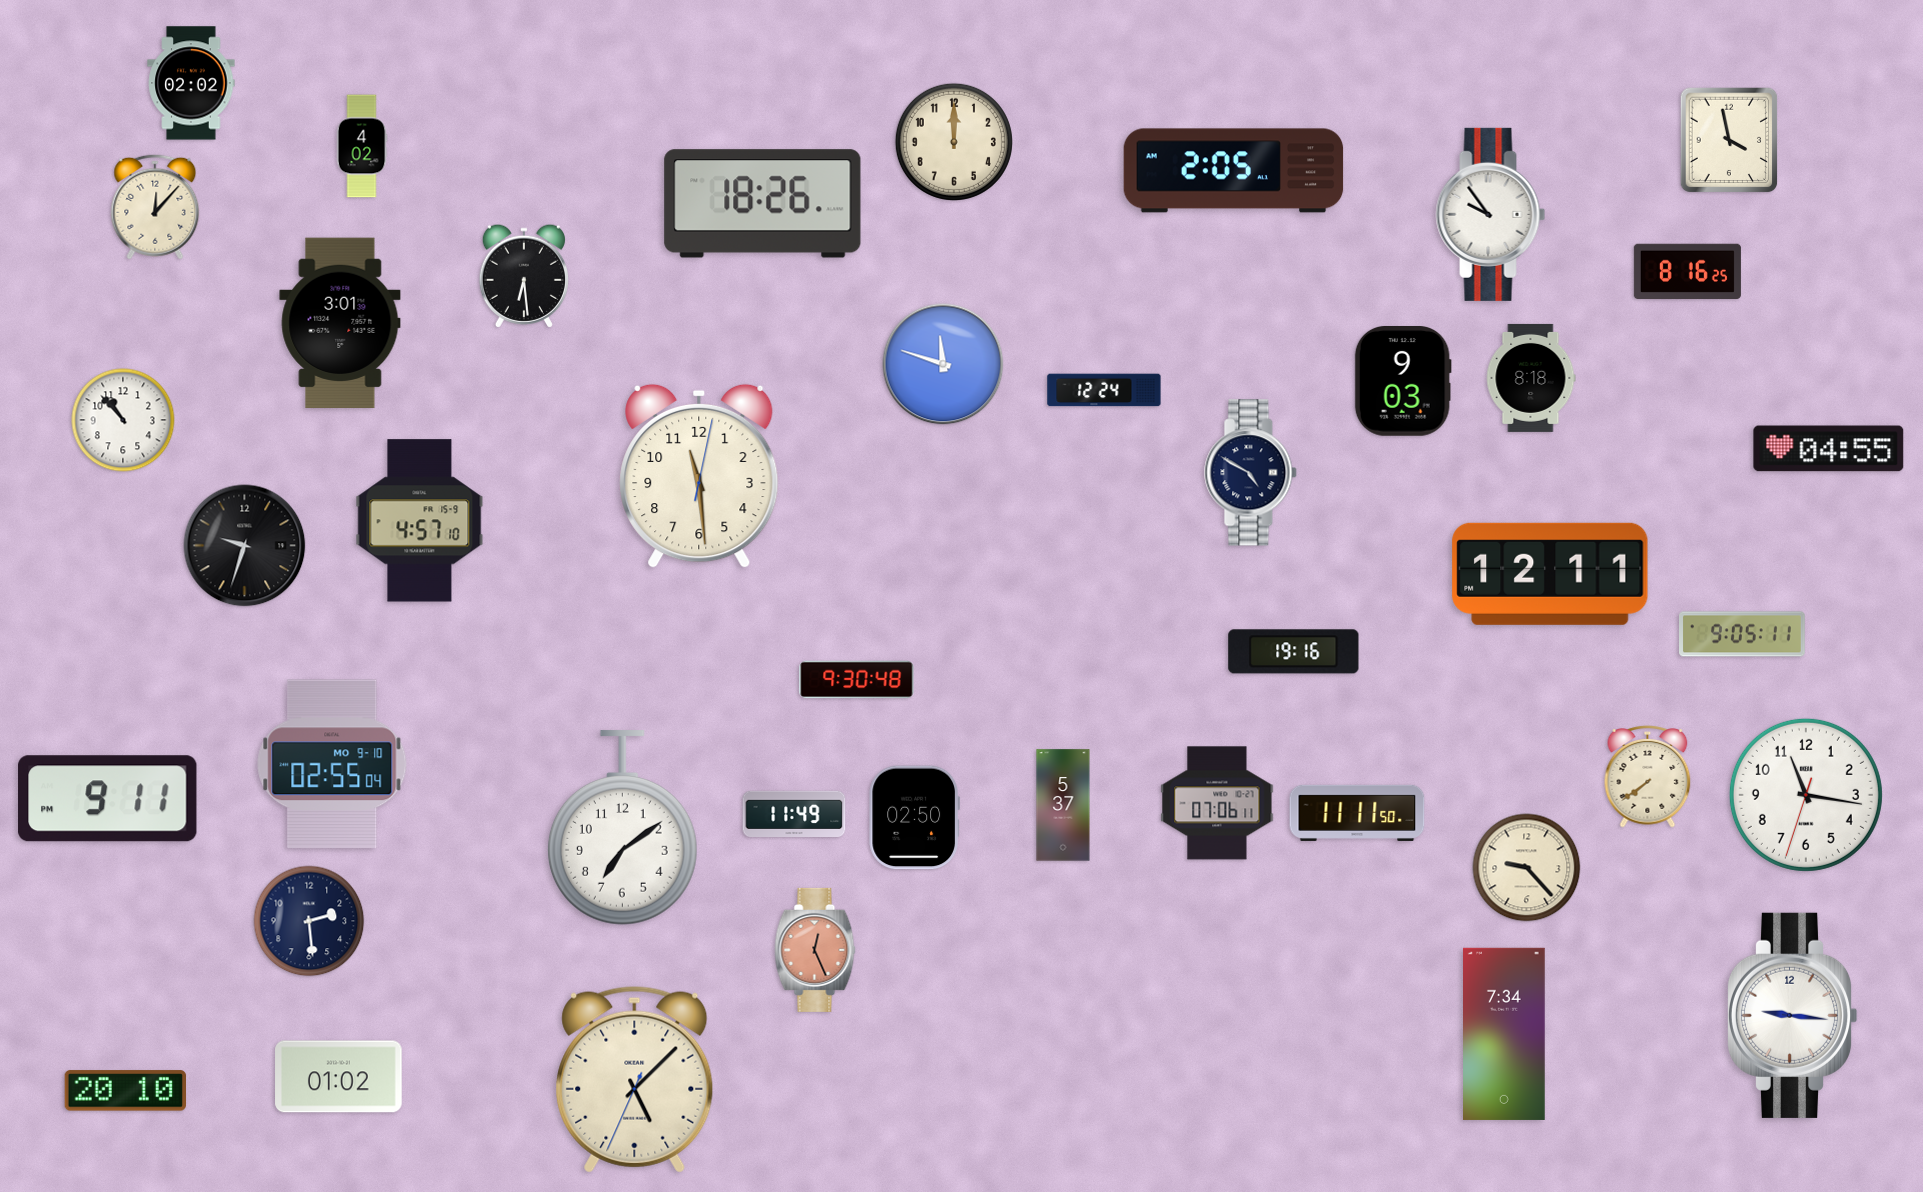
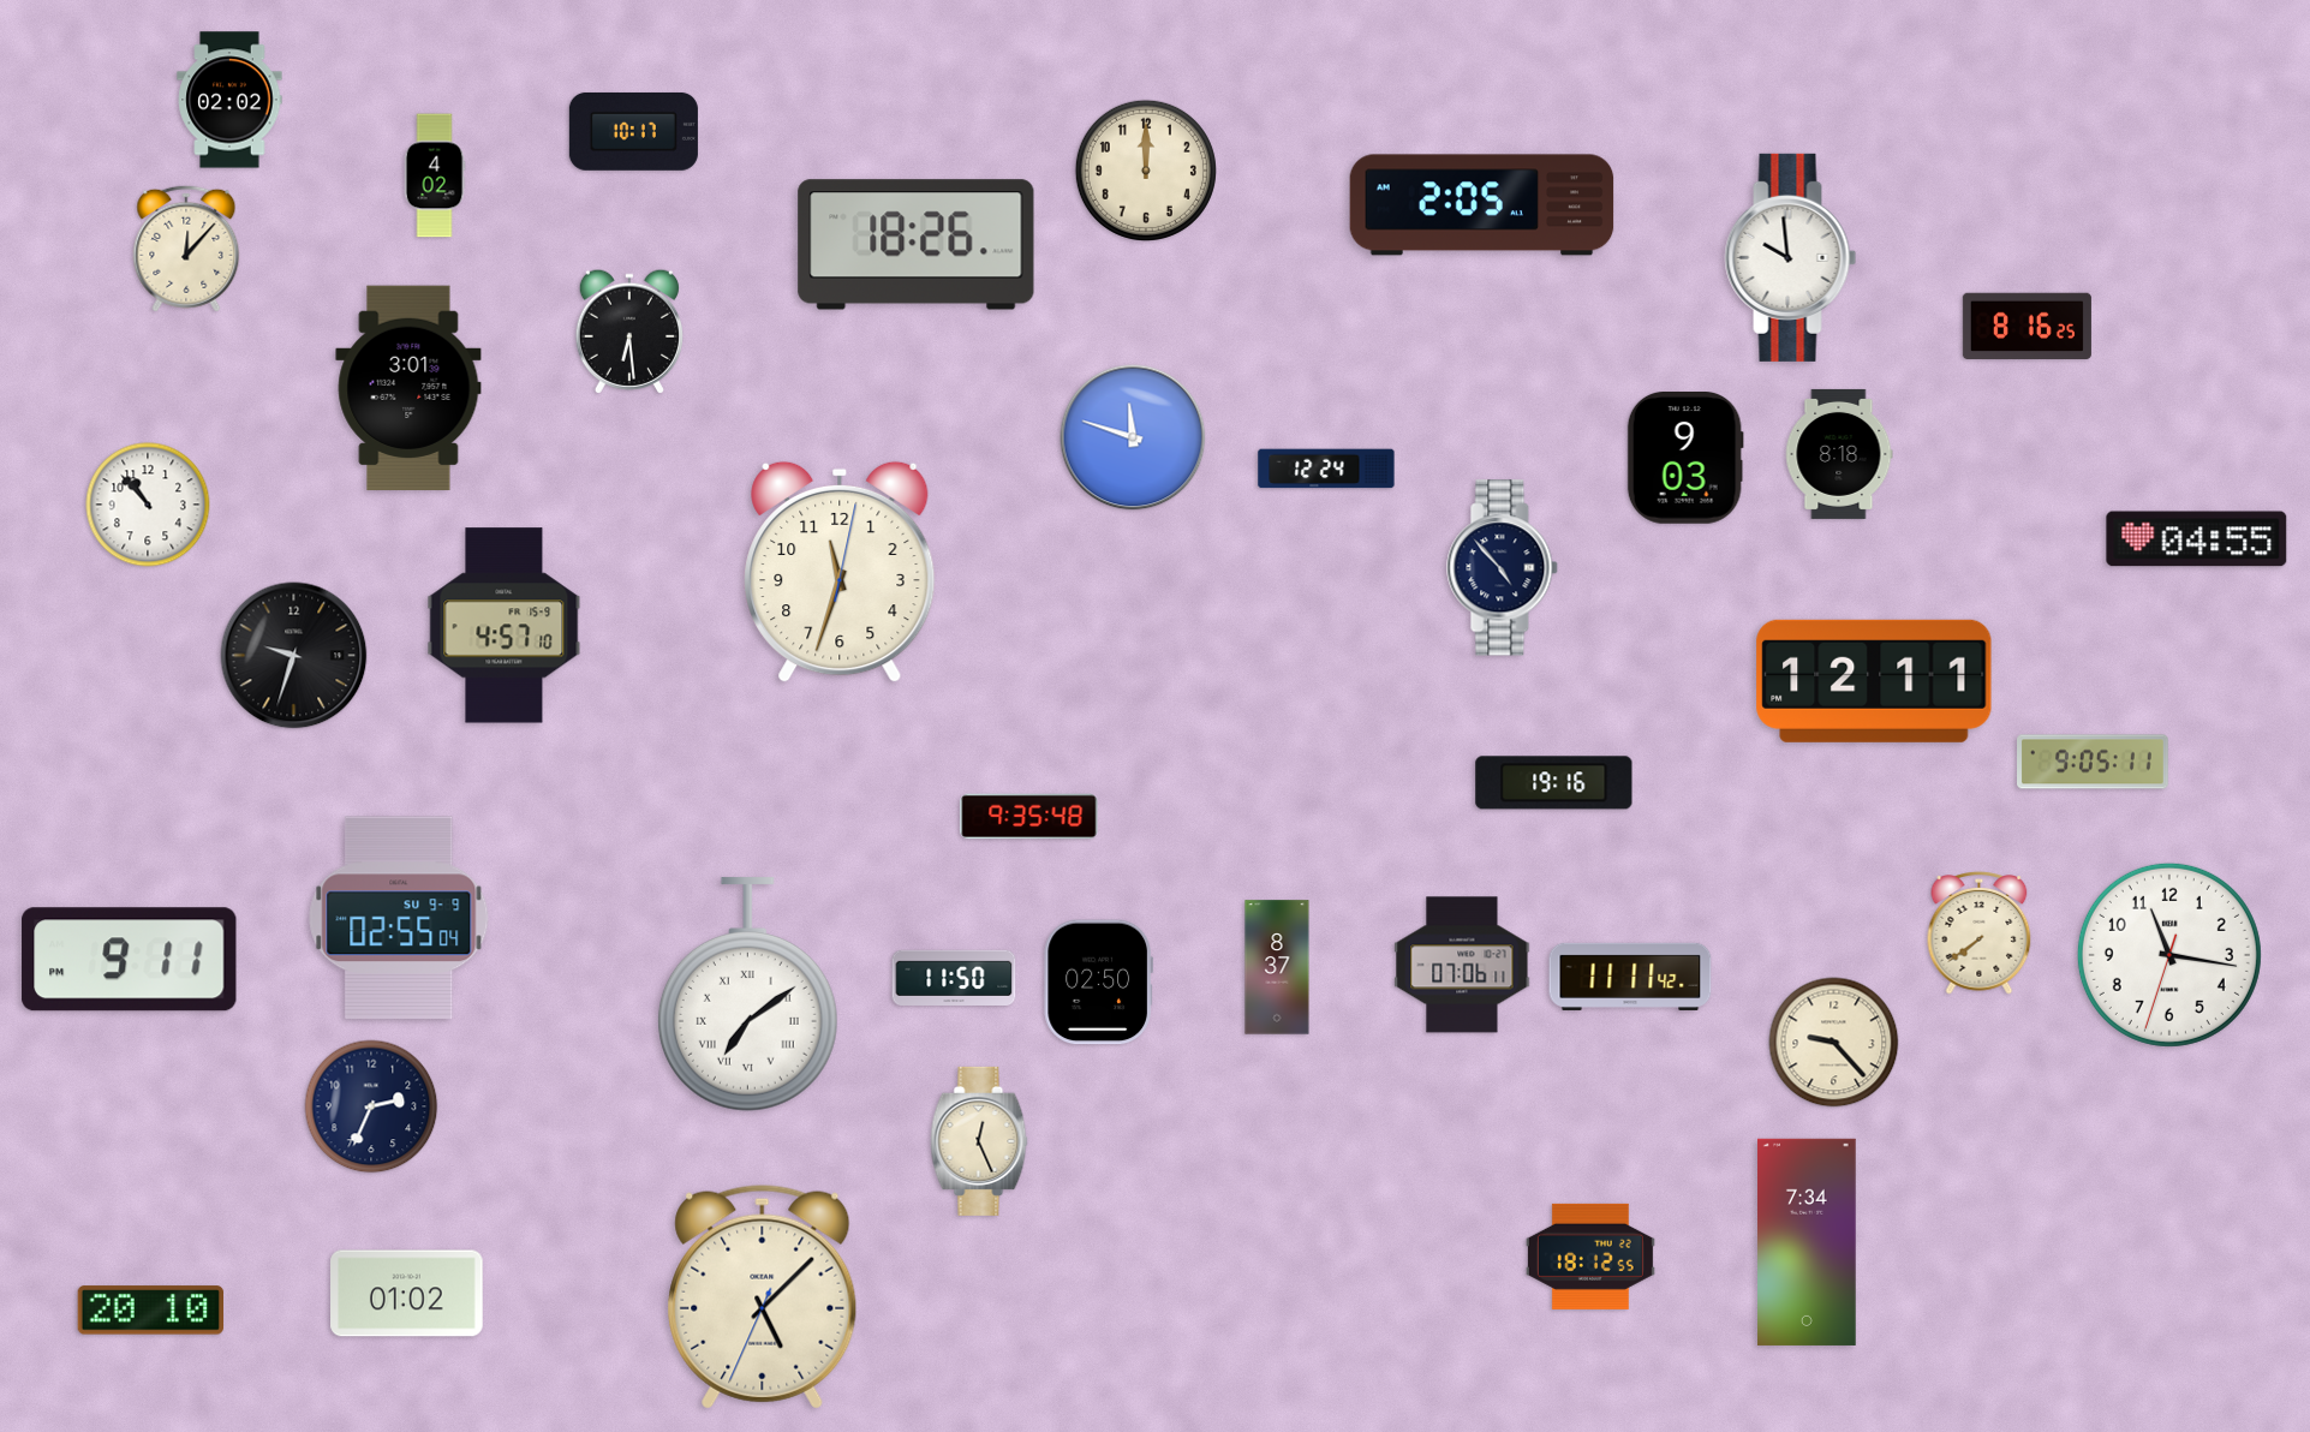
clock at (633, 131): none -> 10:17
clock at (1729, 140): 3:58 -> none
clock at (1491, 214): 9:54 -> 9:59
clock at (1251, 473): 4:50 -> 4:53
clock at (699, 476): 11:29 -> 11:33
clock at (1550, 574) position: (1550, 574) -> (1874, 681)
clock at (857, 680): 9:30 -> 9:35
clock at (332, 764) date: MO 9-10 -> SU 9-9
clock at (1063, 805): 5:37 -> 8:37
clock at (1357, 813): 11:11:50 -> 11:11:42
clock at (794, 814): 11:49 -> 11:50
clock at (622, 828) numerals: Arabic -> Roman
clock at (309, 921): 2:29 -> 2:34
clock at (815, 950) dial: salmon -> cream
clock at (1792, 1015): 9:16 -> none
clock at (1590, 1257): none -> 18:12
